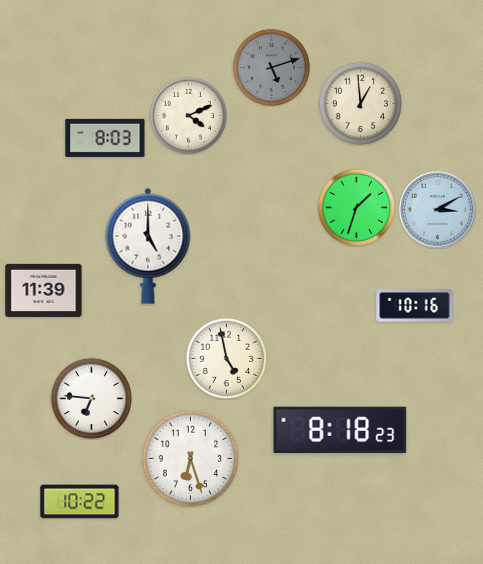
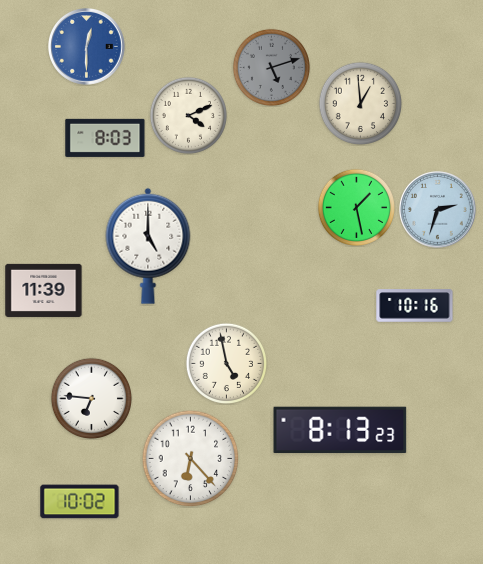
clock at (87, 47): none -> 12:30
clock at (356, 207): 1:33 -> 1:28
clock at (438, 210): 3:10 -> 2:33
clock at (226, 358) position: (226, 358) -> (226, 363)
clock at (340, 430): 8:18 -> 8:13
clock at (190, 458): 6:27 -> 6:23
clock at (80, 502): 10:22 -> 10:02
